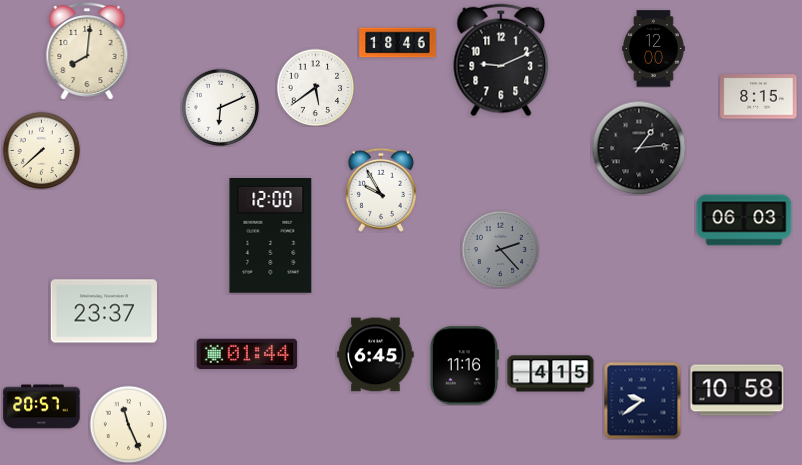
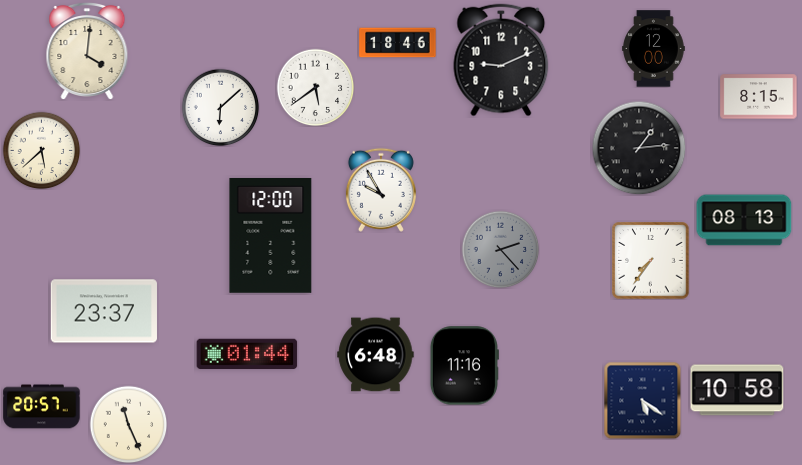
clock at (87, 50): 8:01 -> 4:01
clock at (220, 107): 6:11 -> 6:08
clock at (41, 150): 7:38 -> 5:38
clock at (744, 220): 06:03 -> 08:13
clock at (651, 261): none -> 7:36
clock at (376, 355): 6:45 -> 6:48
clock at (551, 374): 4:15 -> none
clock at (642, 400): 9:39 -> 5:21
